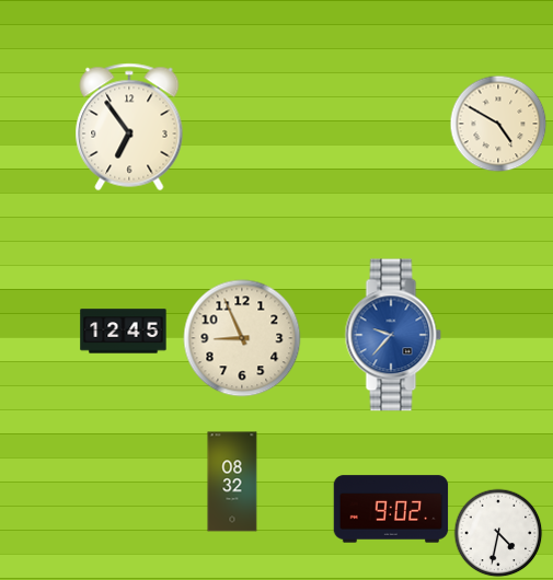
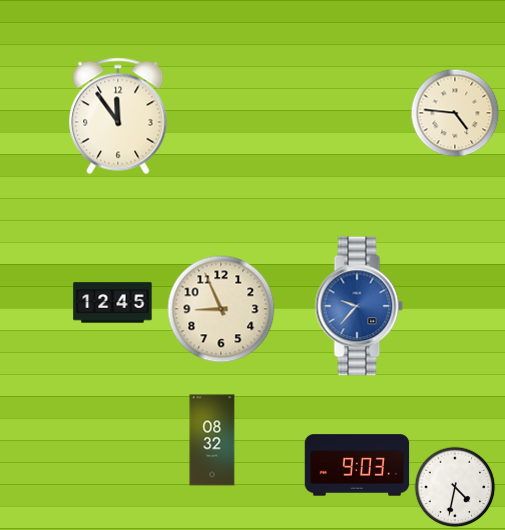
clock at (498, 124): 4:50 -> 4:46
clock at (129, 127): 6:54 -> 11:54
clock at (391, 509): 9:02 -> 9:03
